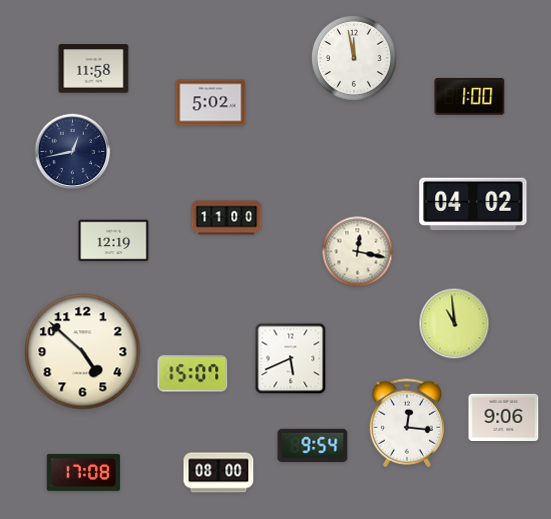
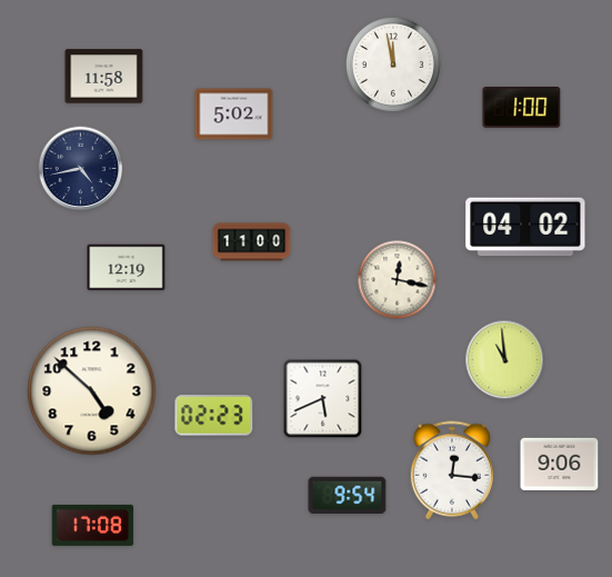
clock at (73, 152): 12:43 -> 4:43
clock at (193, 374): 15:07 -> 02:23
clock at (219, 473): 08:00 -> none
